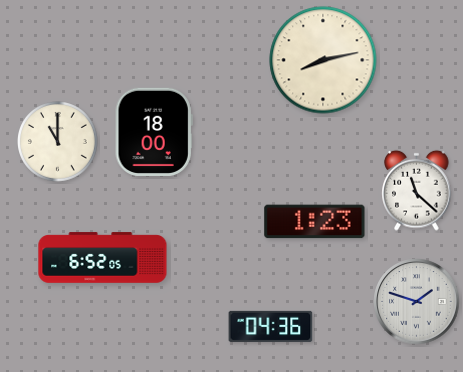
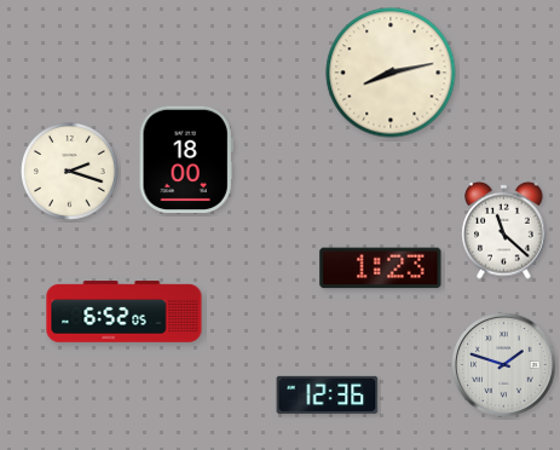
clock at (58, 142): 11:00 -> 2:18
clock at (271, 326): 04:36 -> 12:36
